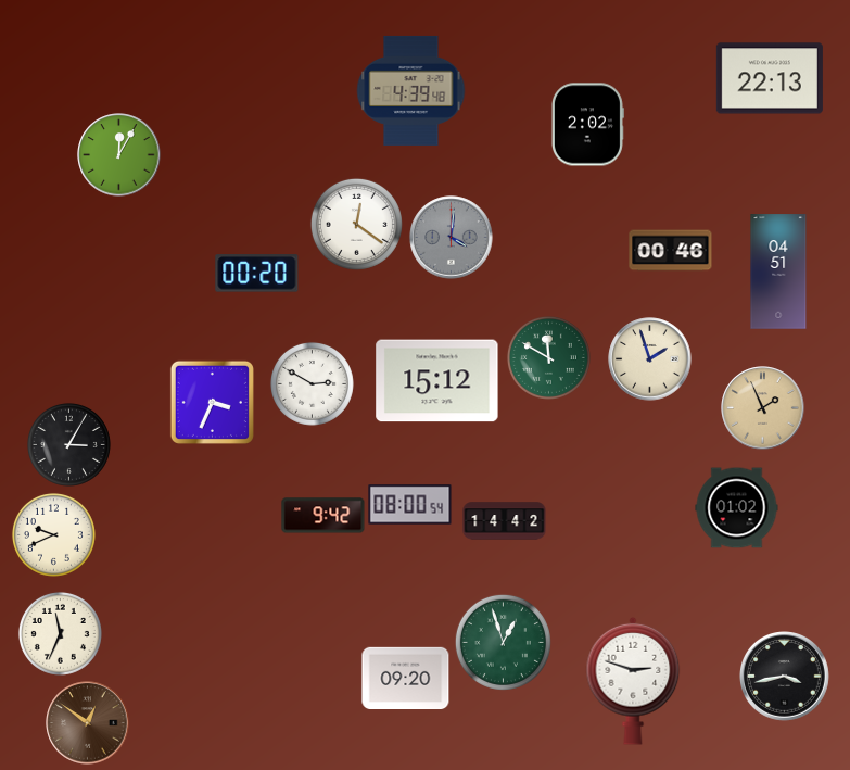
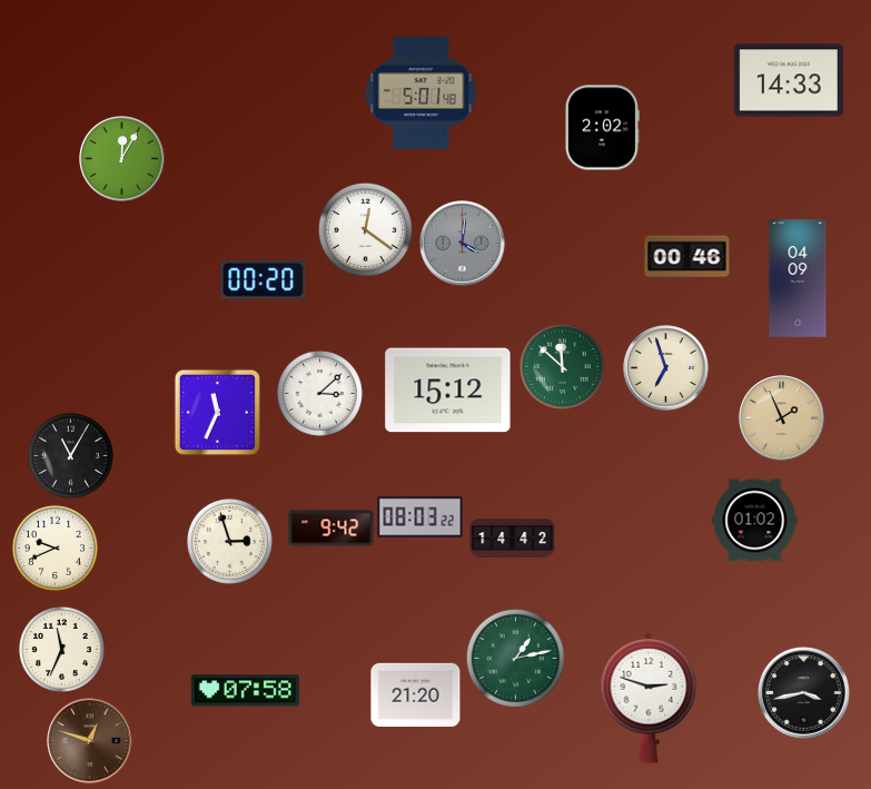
clock at (770, 78): 22:13 -> 14:33
clock at (411, 90): 4:39 -> 5:01
clock at (778, 272): 04:51 -> 04:09
clock at (548, 357): 11:50 -> 11:52
clock at (650, 359): 1:57 -> 6:57
clock at (312, 383): 2:50 -> 3:08
clock at (212, 402): 3:34 -> 11:34
clock at (68, 444): 3:05 -> 11:05
clock at (410, 505): 08:00 -> 08:03
clock at (505, 521) position: (505, 521) -> (513, 539)
clock at (229, 541): none -> 2:57
clock at (503, 642): 12:57 -> 1:13
clock at (245, 691): none -> 07:58
clock at (406, 678): 09:20 -> 21:20
clock at (88, 723): 12:51 -> 12:48
